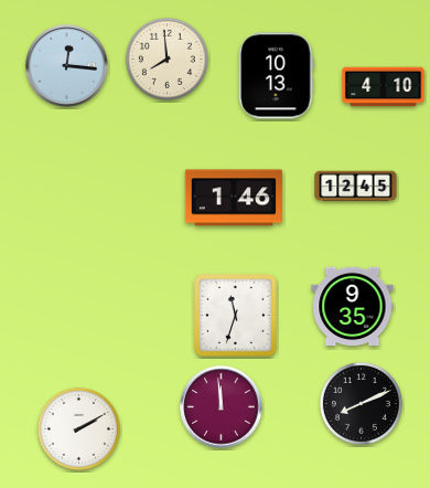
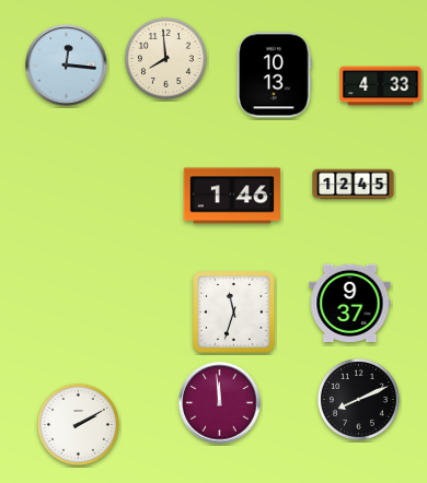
clock at (384, 87): 4:10 -> 4:33
clock at (353, 307): 9:35 -> 9:37
